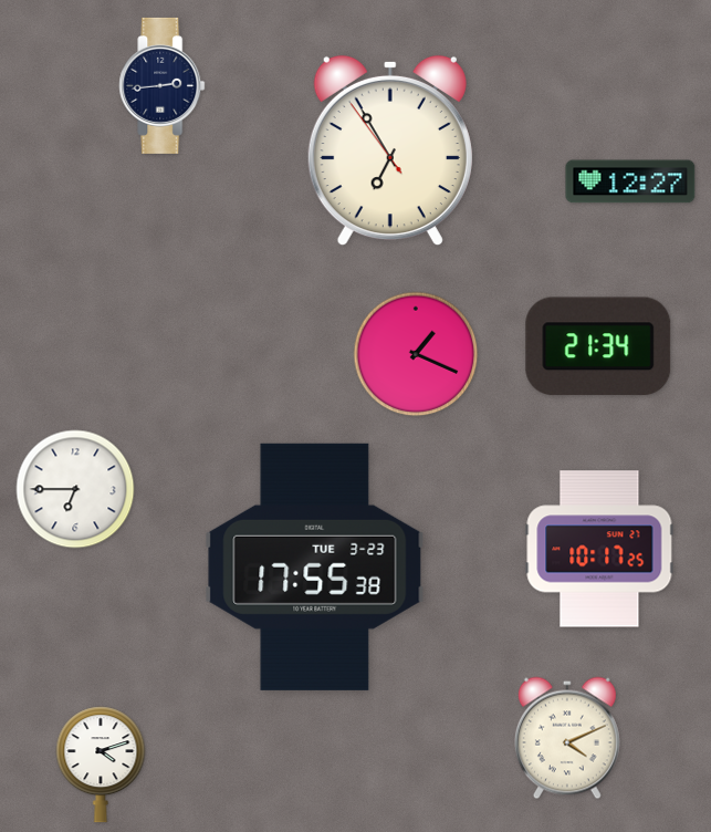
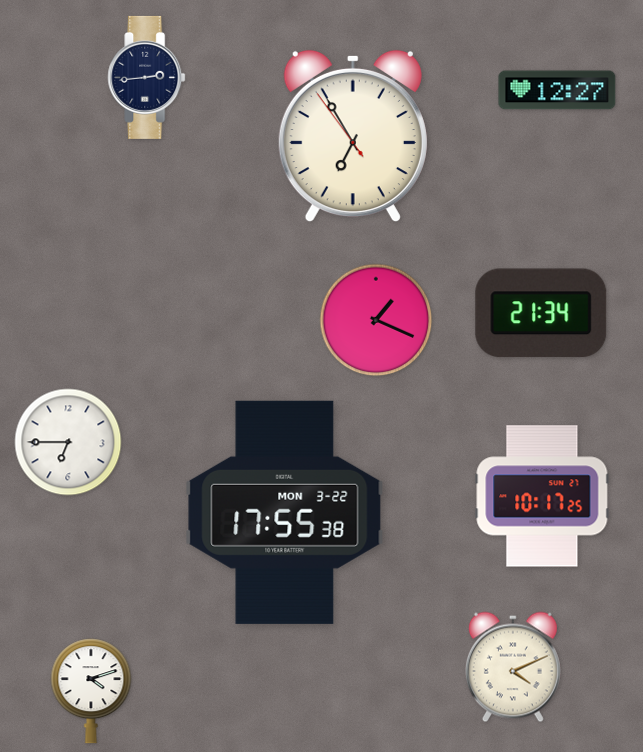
clock at (630, 181) position: (630, 181) -> (557, 90)
clock at (315, 566) date: TUE 3-23 -> MON 3-22
